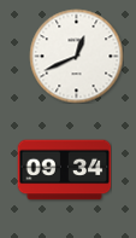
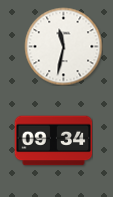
clock at (76, 56): 12:41 -> 11:32
